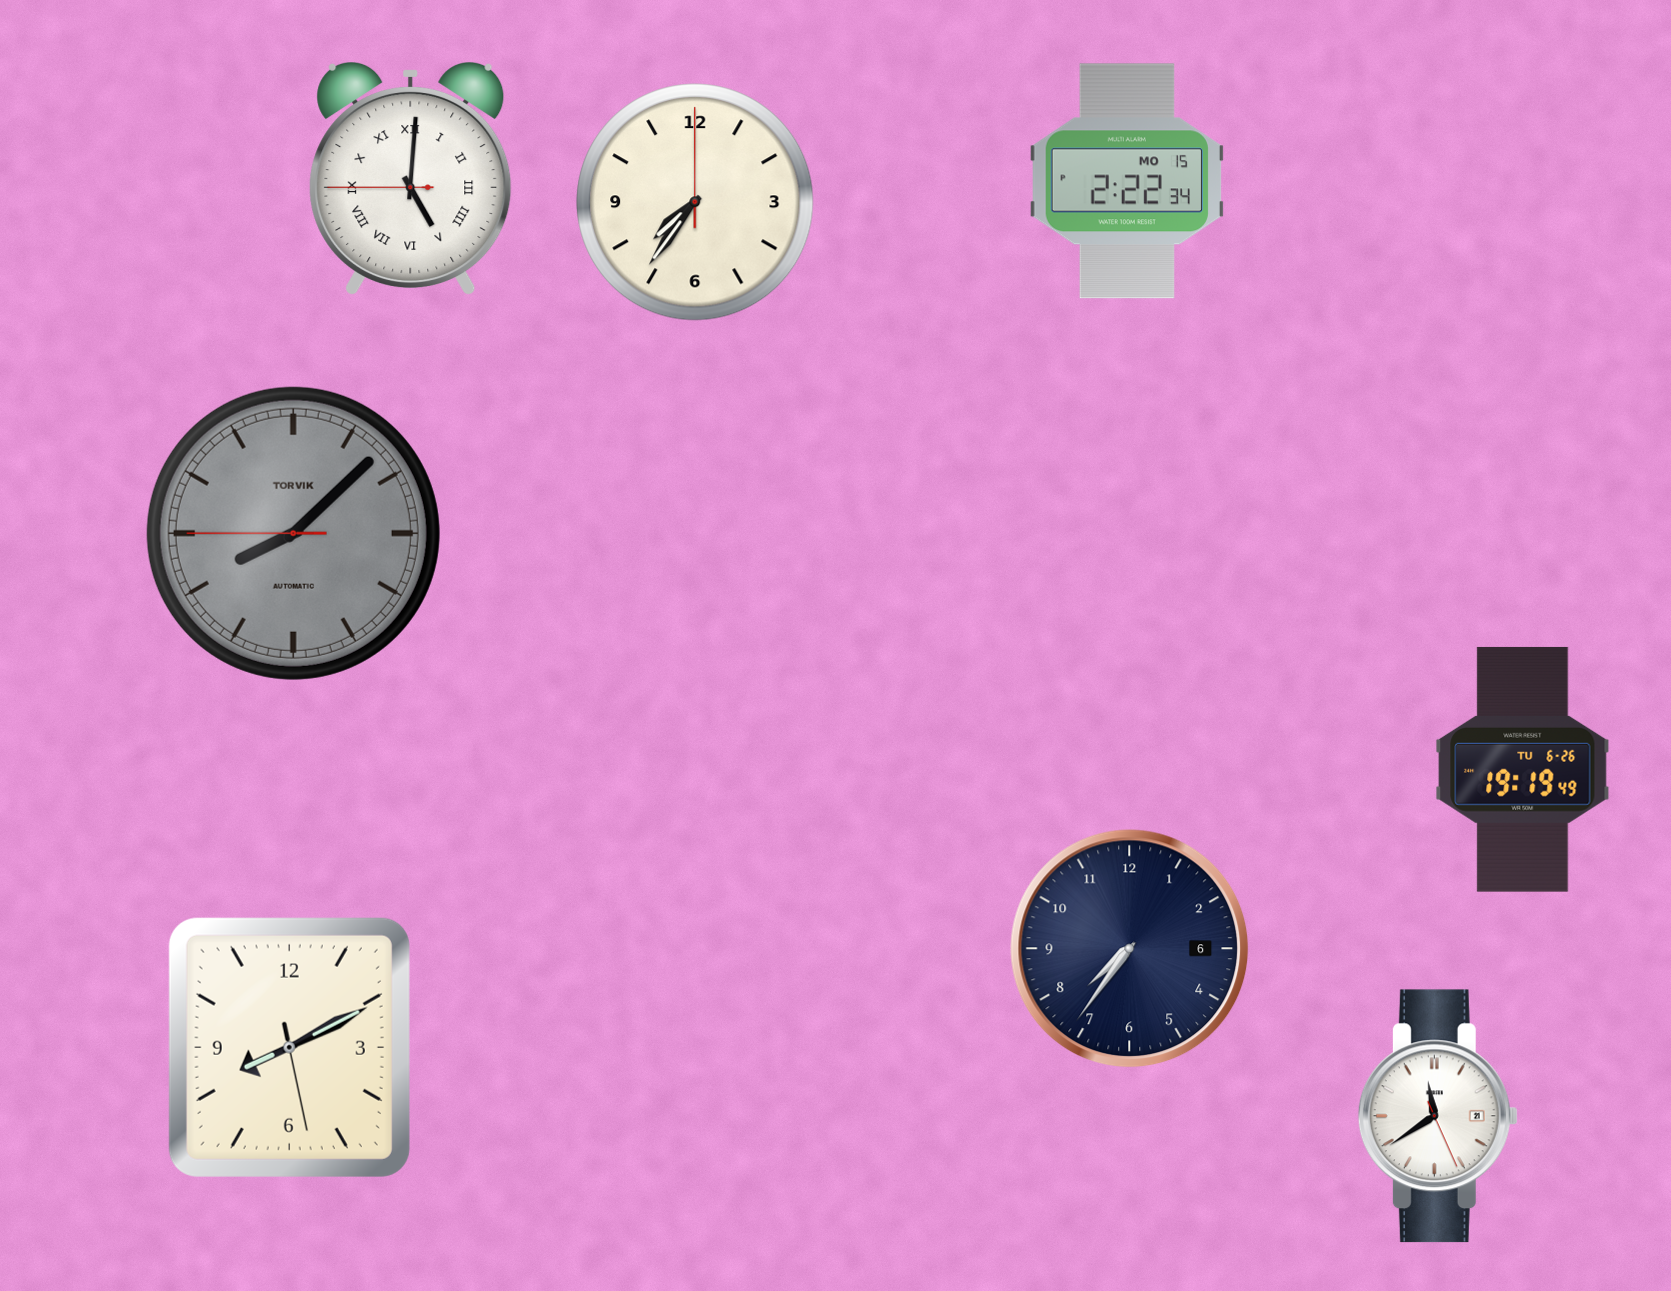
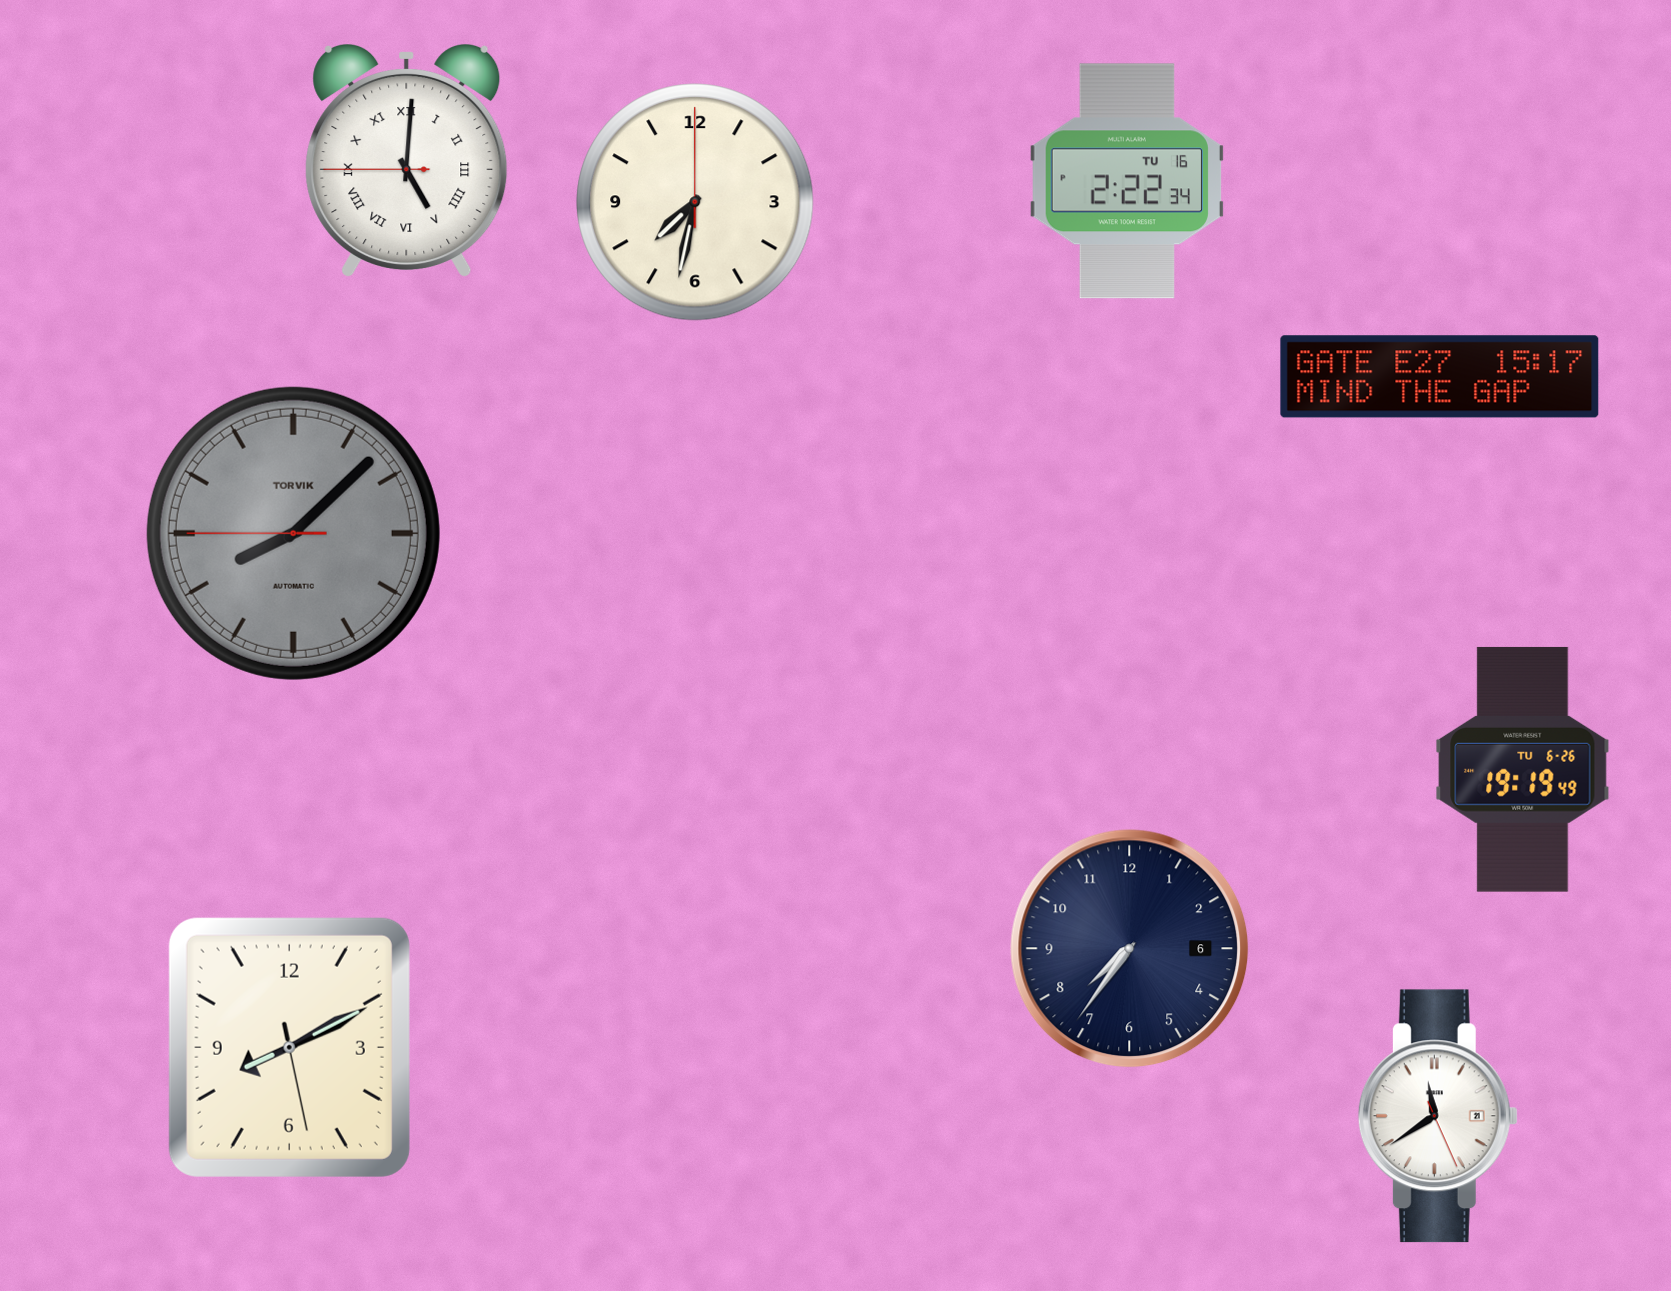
clock at (411, 179) position: (411, 179) -> (407, 161)
clock at (1127, 181) date: MO 15 -> TU 16
clock at (695, 202): 7:36 -> 7:32
clock at (1440, 377): none -> 15:17
